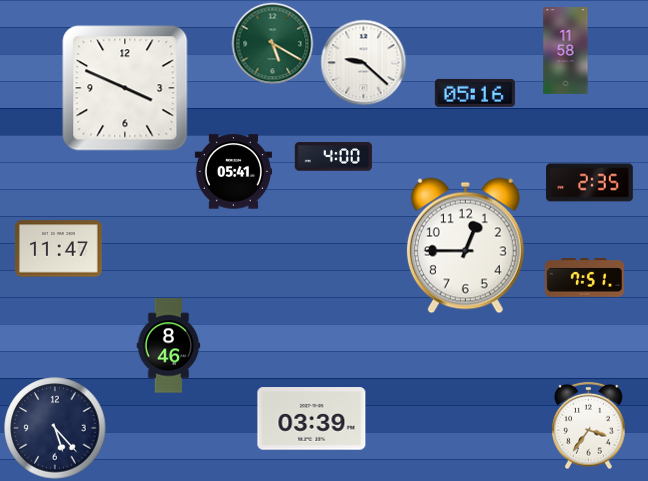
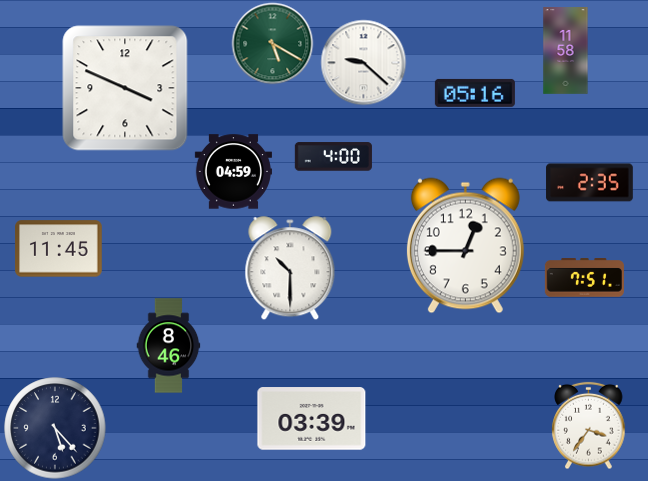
clock at (233, 172): 05:41 -> 04:59
clock at (59, 249): 11:47 -> 11:45
clock at (290, 268): none -> 10:30
